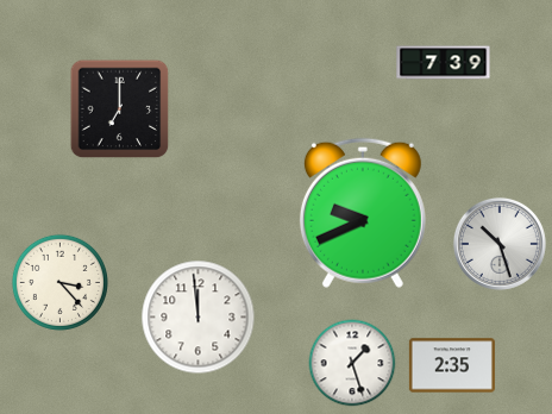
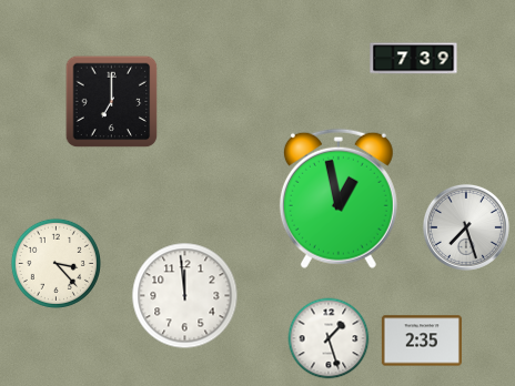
clock at (363, 213): 9:41 -> 12:58
clock at (500, 244): 10:27 -> 7:27
